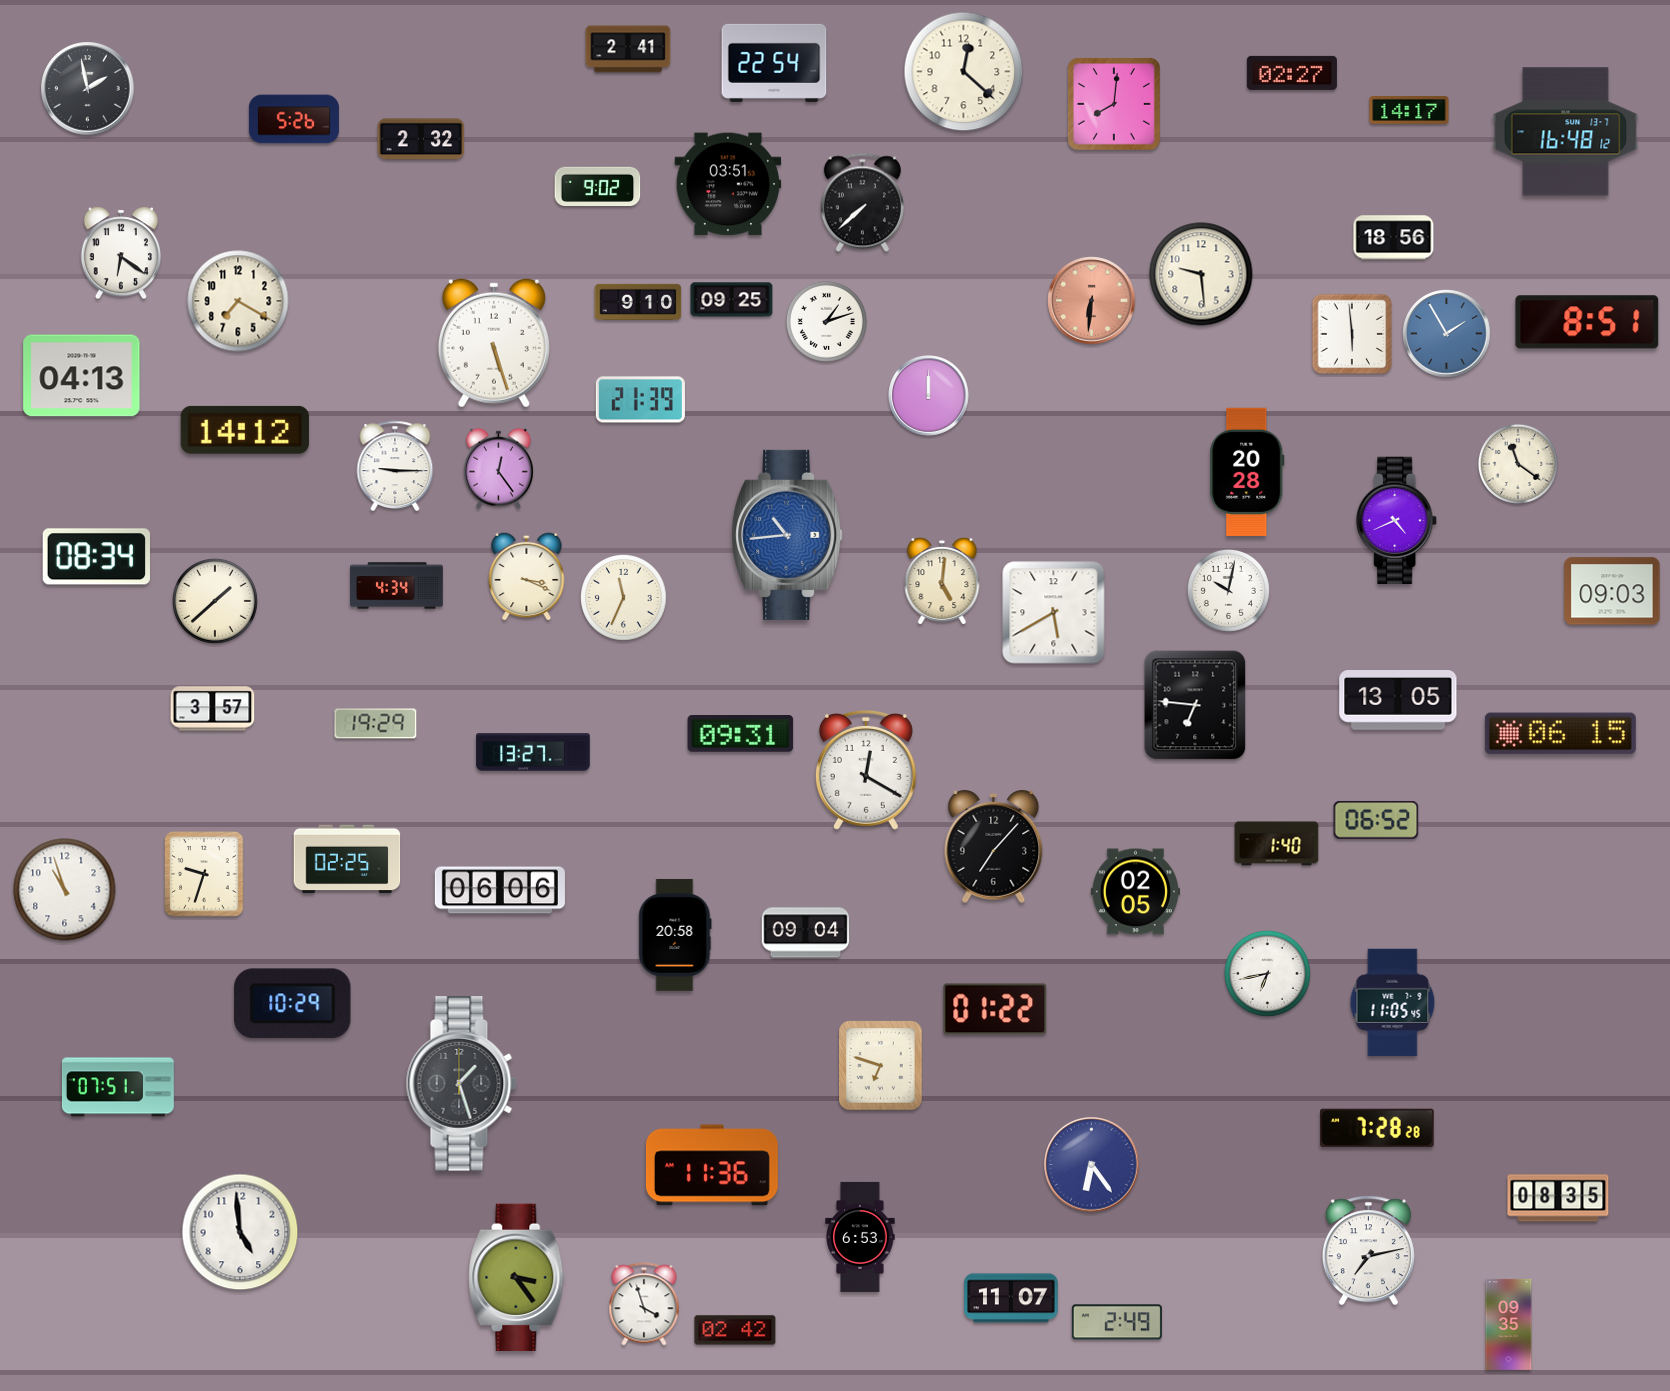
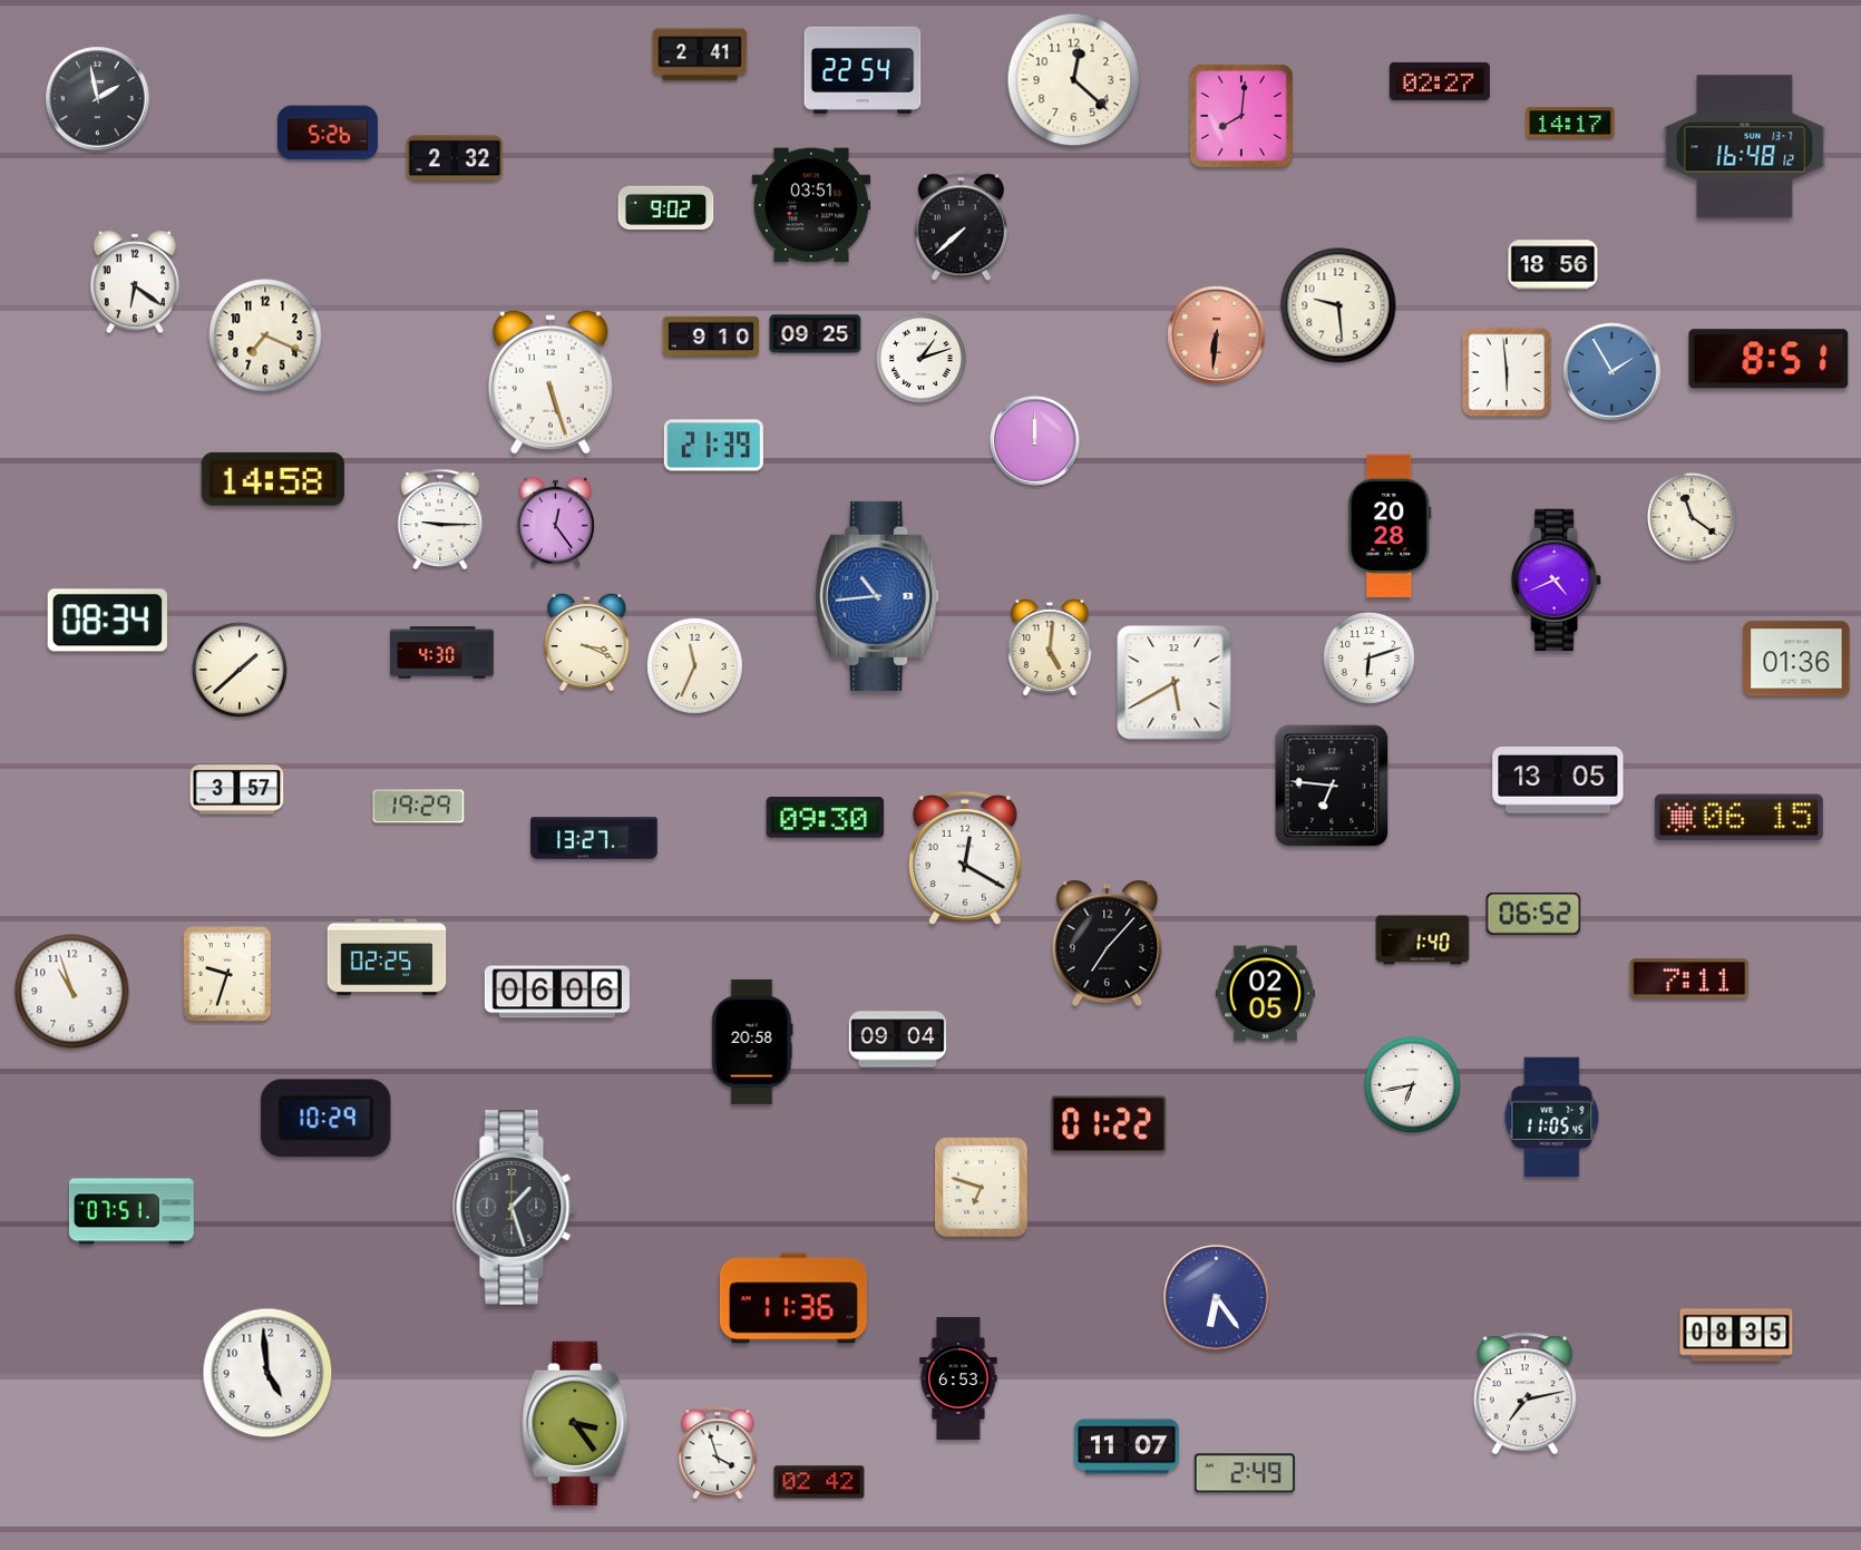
clock at (421, 139) position: (421, 139) -> (455, 158)
clock at (238, 301): 7:20 -> 7:19
clock at (82, 376): 04:13 -> none
clock at (245, 430): 14:12 -> 14:58
clock at (397, 586): 4:34 -> 4:30
clock at (1228, 590): 10:02 -> 6:12
clock at (1612, 591): 09:03 -> 01:36
clock at (741, 734): 09:31 -> 09:30
clock at (1689, 979): none -> 7:11
clock at (1378, 1127): 7:28 -> none
clock at (1509, 1324): 09:35 -> none
